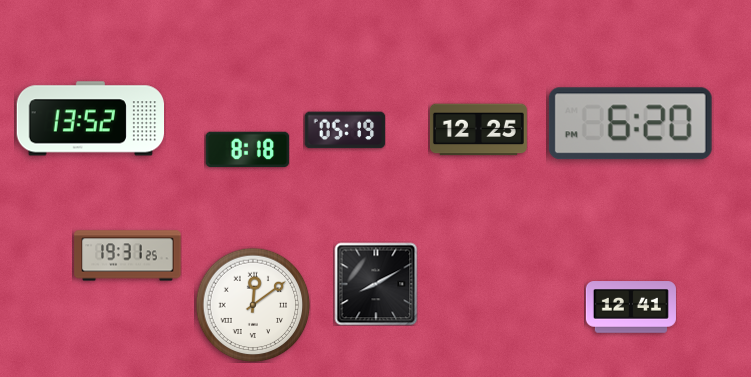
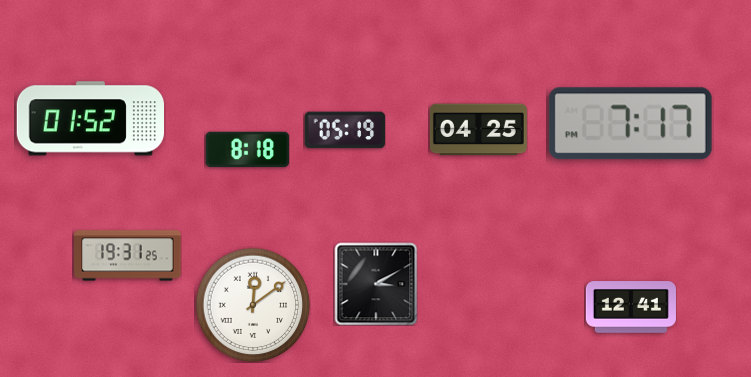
clock at (90, 119): 13:52 -> 01:52
clock at (630, 124): 6:20 -> 7:17
clock at (478, 130): 12:25 -> 04:25
clock at (376, 284): 8:10 -> 3:10
